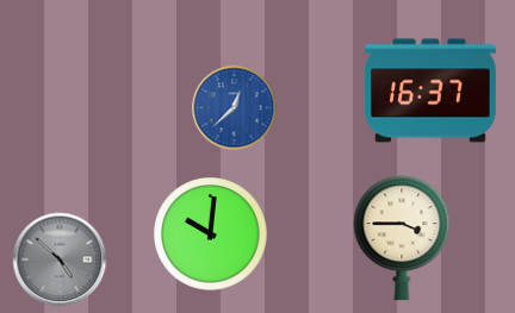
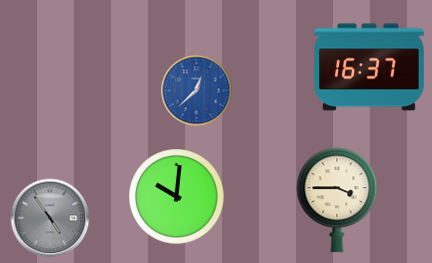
clock at (430, 90) position: (430, 90) -> (369, 67)
clock at (60, 259): 4:52 -> 4:54
